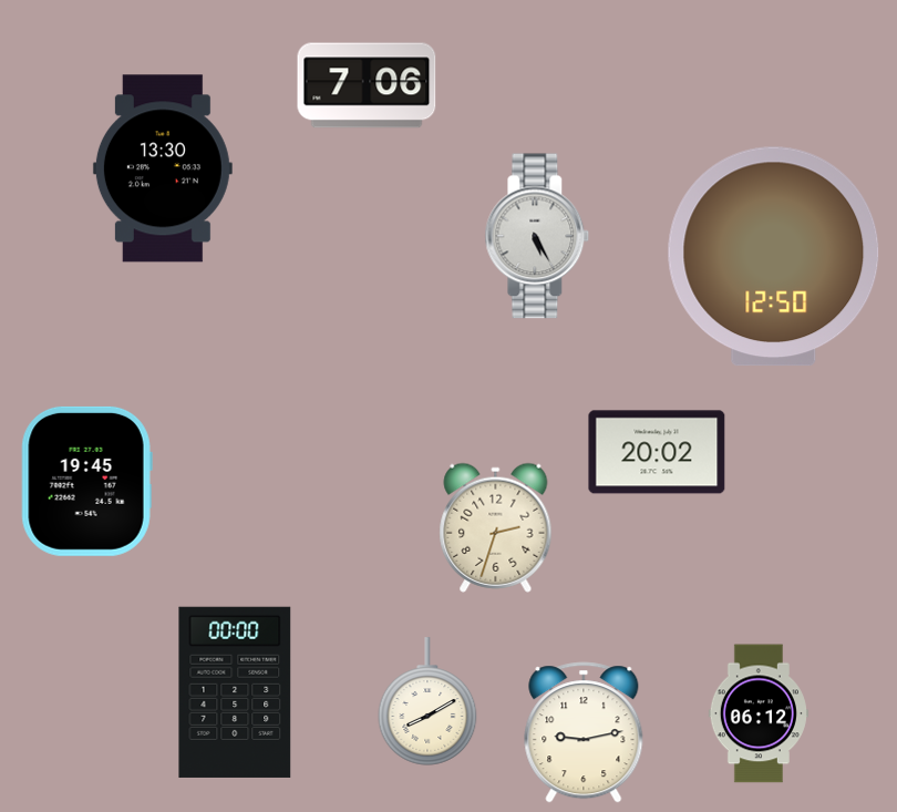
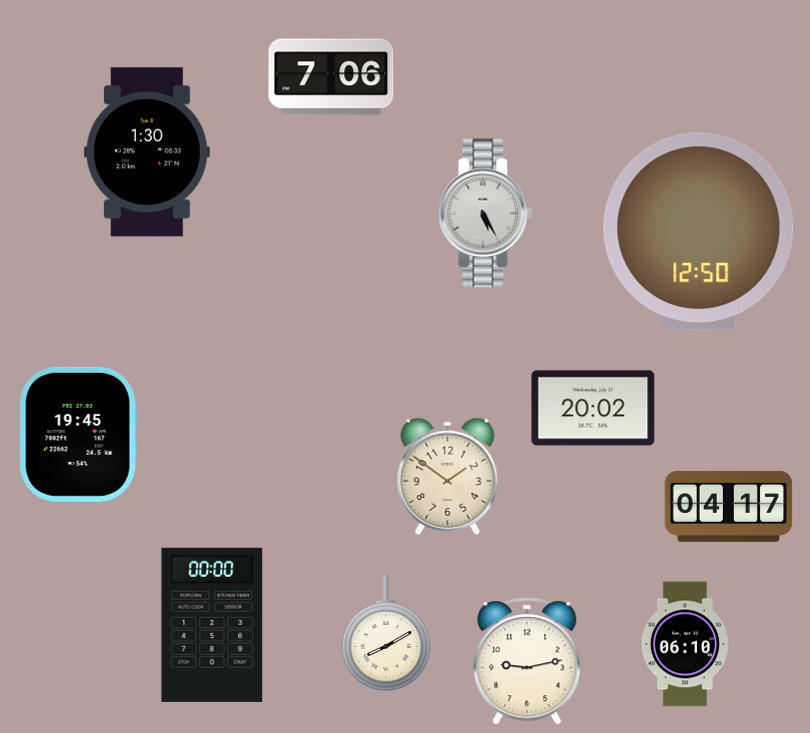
clock at (163, 168): 13:30 -> 1:30
clock at (496, 527): 2:33 -> 1:51
clock at (729, 506): none -> 04:17
clock at (759, 713): 06:12 -> 06:10
